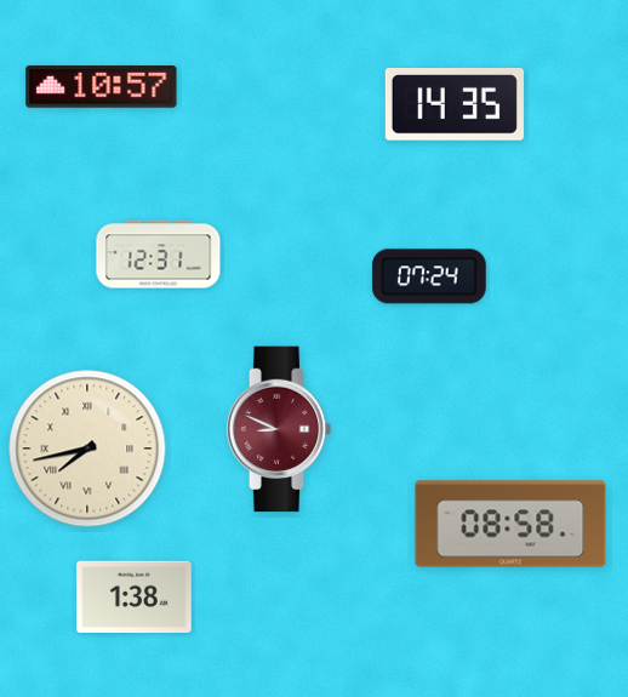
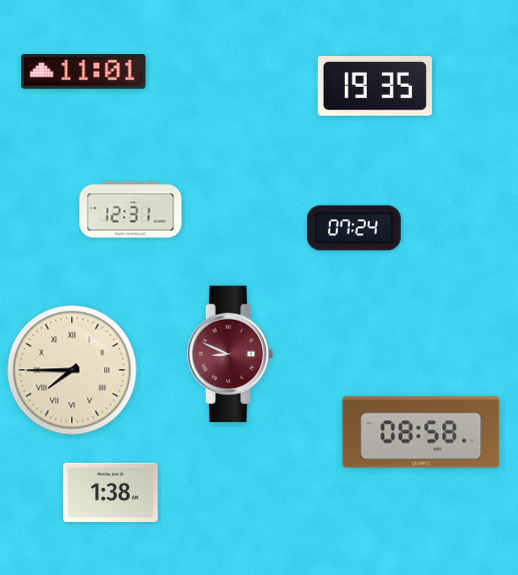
clock at (102, 87): 10:57 -> 11:01
clock at (455, 104): 14:35 -> 19:35
clock at (87, 449): 7:43 -> 7:45
